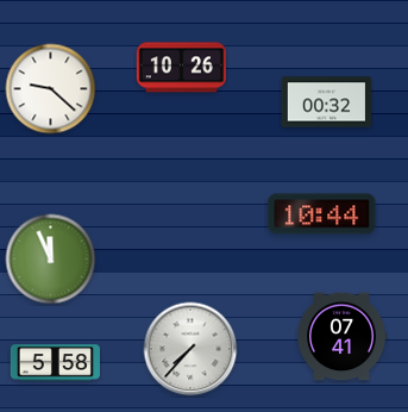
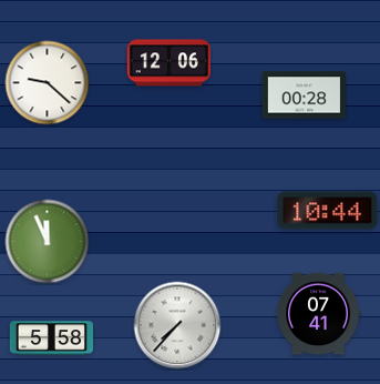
clock at (181, 68): 10:26 -> 12:06
clock at (326, 102): 00:32 -> 00:28
clock at (322, 214) position: (322, 214) -> (328, 211)
